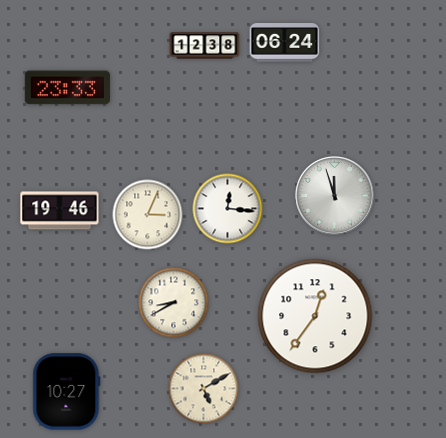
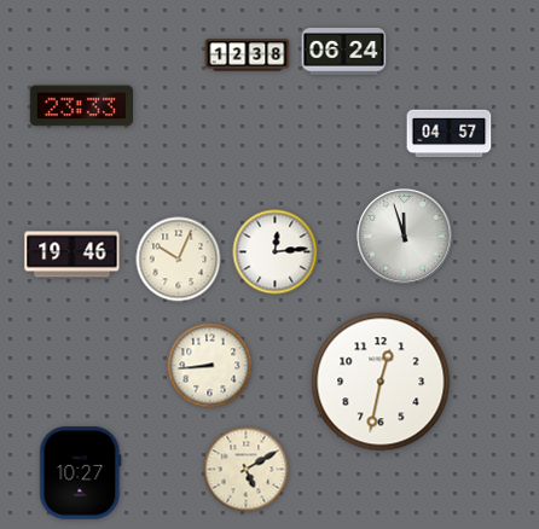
clock at (450, 134): none -> 04:57
clock at (228, 209): 12:16 -> 12:14
clock at (148, 215): 3:04 -> 10:04
clock at (174, 303): 8:40 -> 8:44
clock at (315, 316): 12:36 -> 12:32
